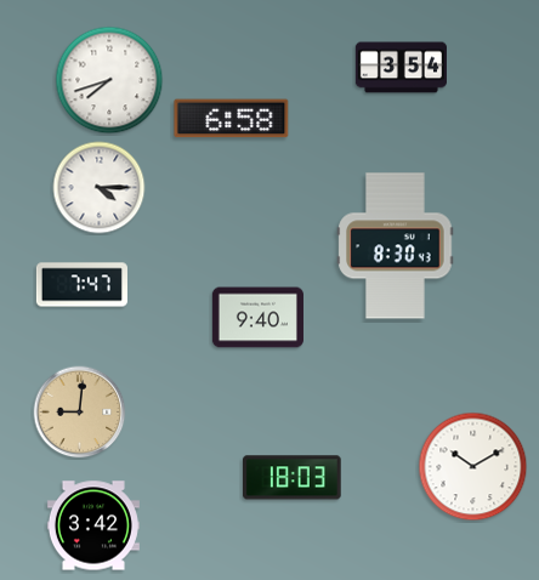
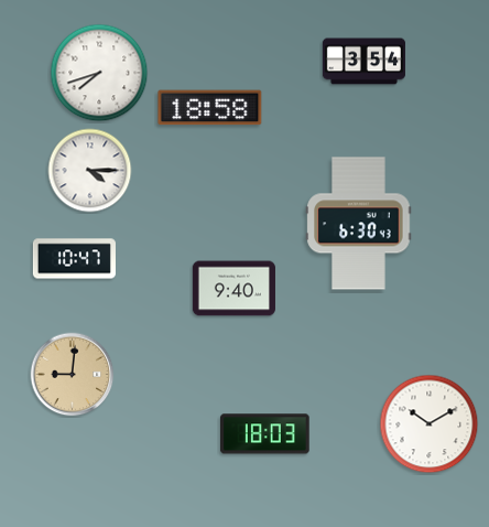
clock at (232, 119): 6:58 -> 18:58
clock at (396, 246): 8:30 -> 6:30
clock at (81, 285): 7:47 -> 10:47
clock at (93, 525): 3:42 -> none
